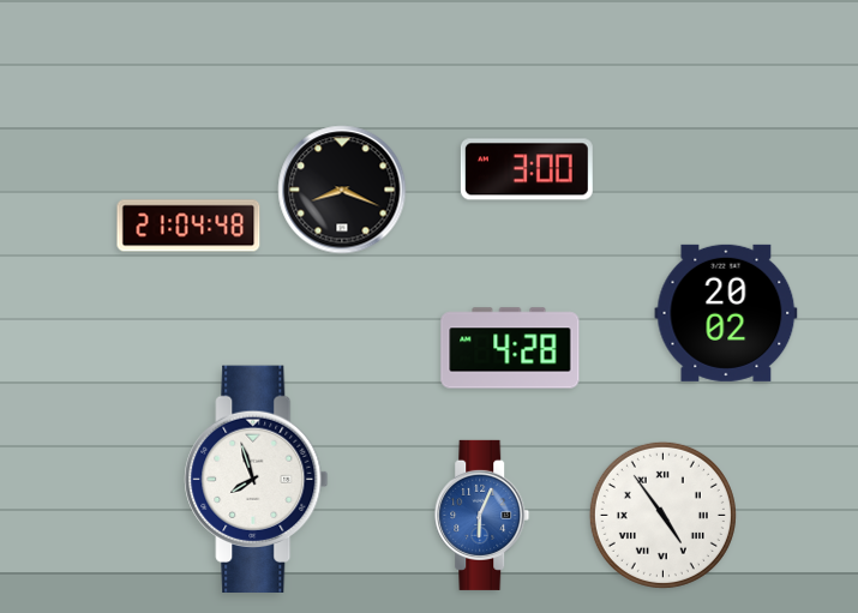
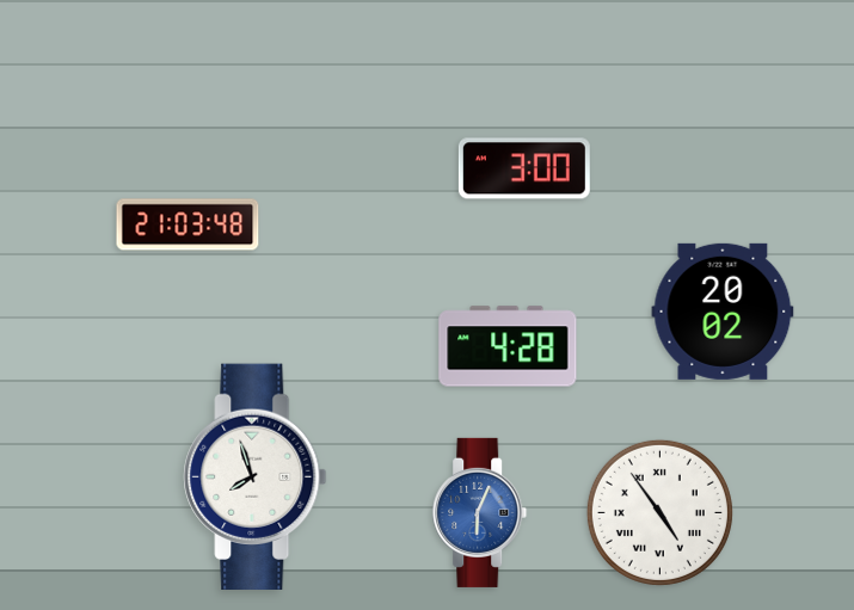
clock at (342, 190): 8:19 -> none
clock at (188, 226): 21:04 -> 21:03
